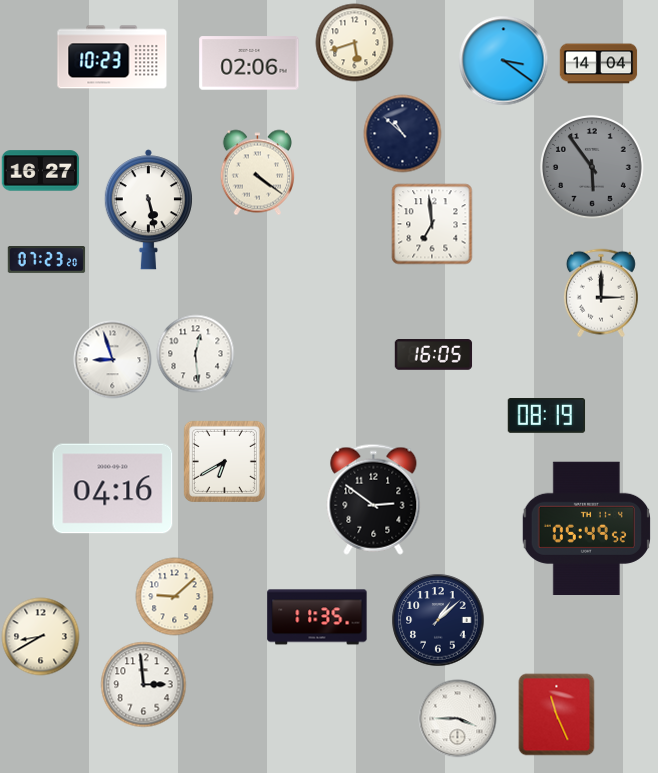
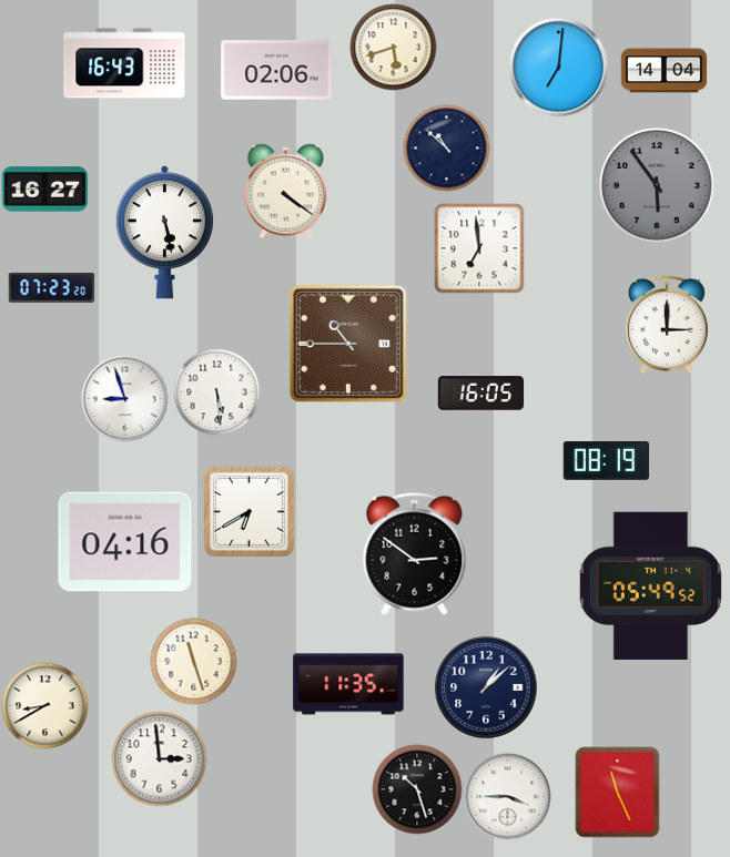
clock at (112, 57): 10:23 -> 16:43
clock at (503, 60): 3:21 -> 7:01
clock at (348, 344): none -> 10:45
clock at (195, 353): 12:29 -> 5:29
clock at (174, 596): 9:08 -> 11:27
clock at (317, 617) position: (317, 617) -> (348, 684)
clock at (417, 789): none -> 10:27
